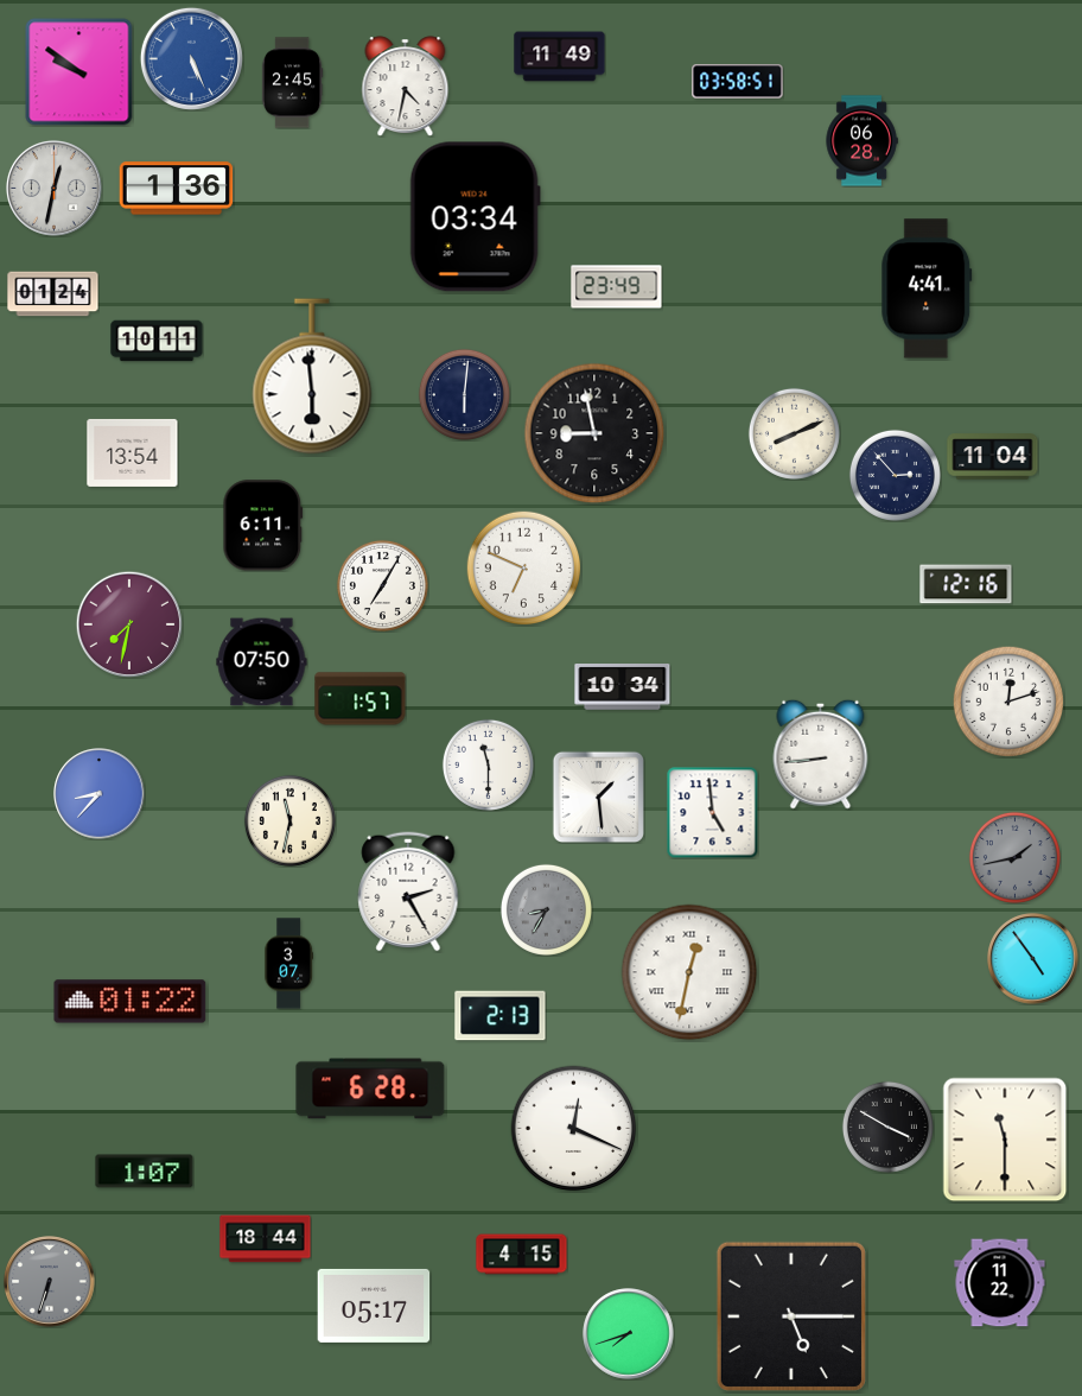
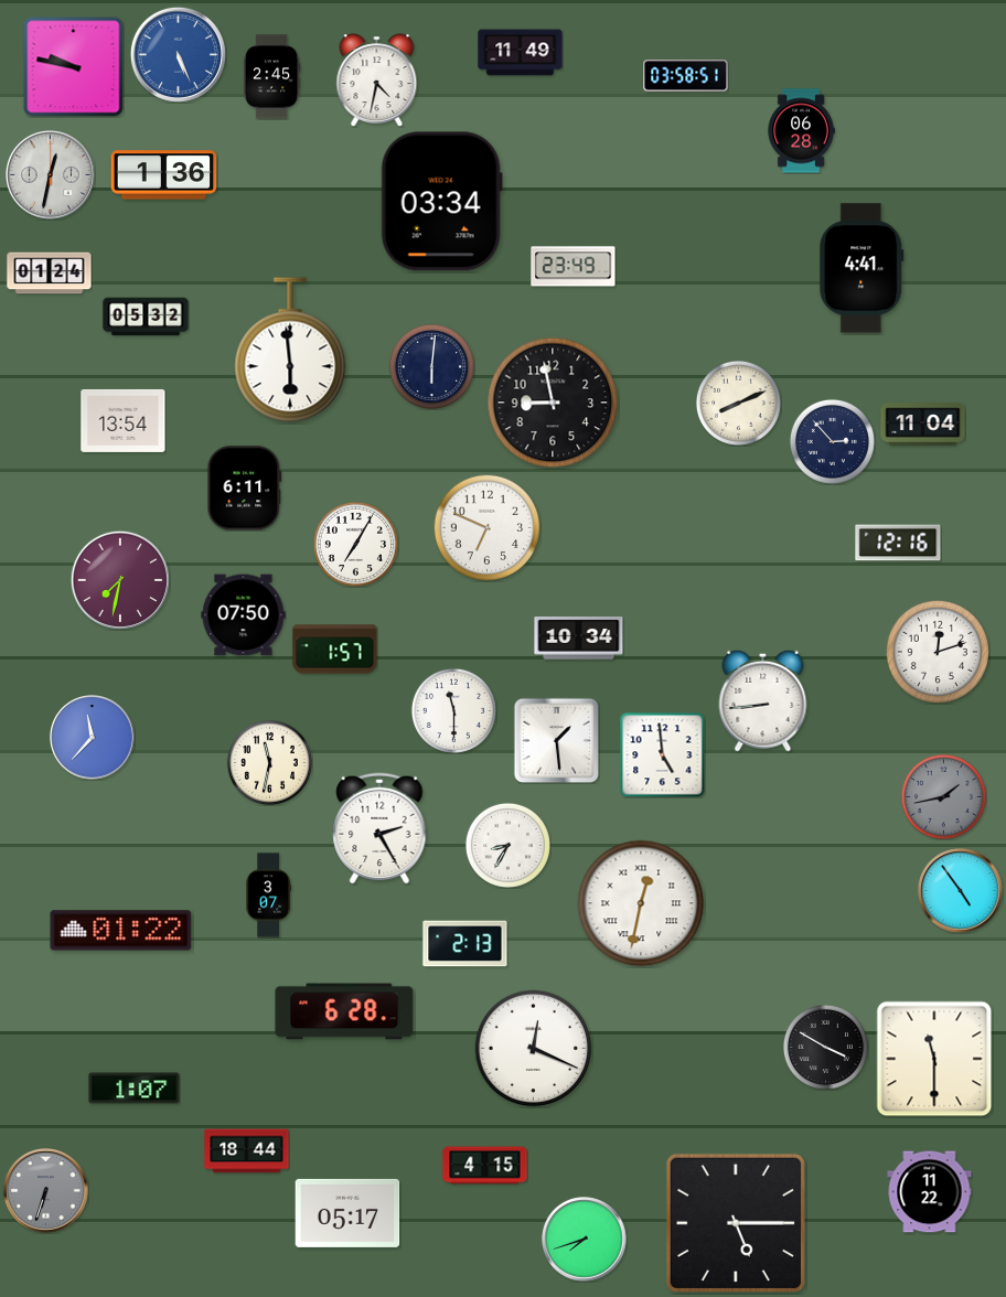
clock at (79, 72): 9:51 -> 9:47
clock at (157, 341): 10:11 -> 05:32
clock at (100, 794): 8:37 -> 11:37
clock at (546, 909) dial: grey -> white
